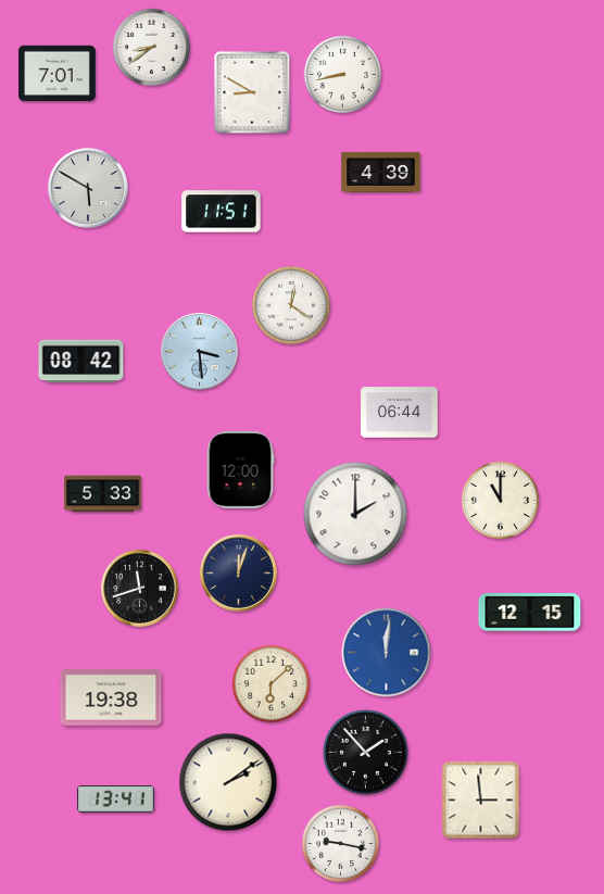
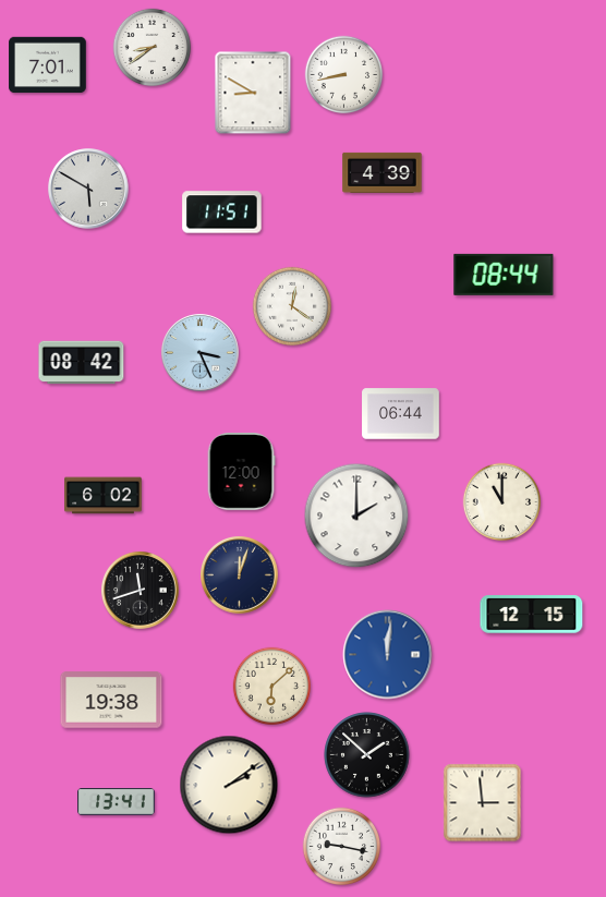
clock at (58, 74) position: (58, 74) -> (48, 65)
clock at (504, 275): none -> 08:44
clock at (200, 352): 3:29 -> 3:26
clock at (103, 494): 5:33 -> 6:02
clock at (366, 753): 1:53 -> 1:52
